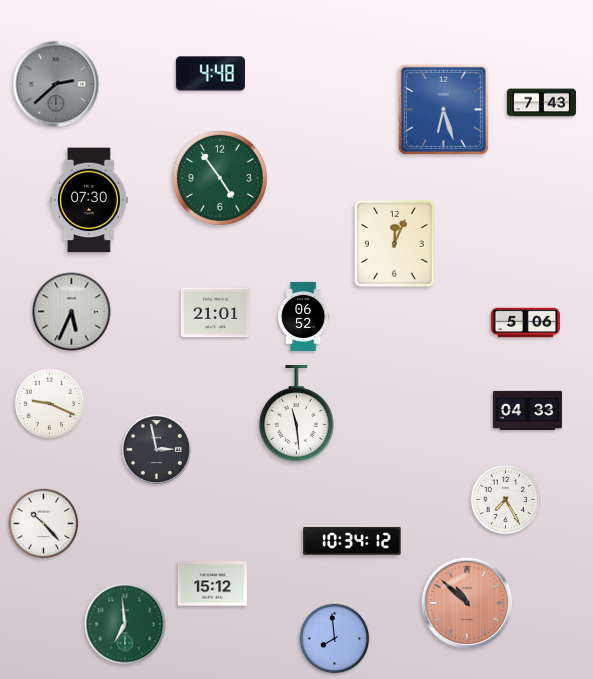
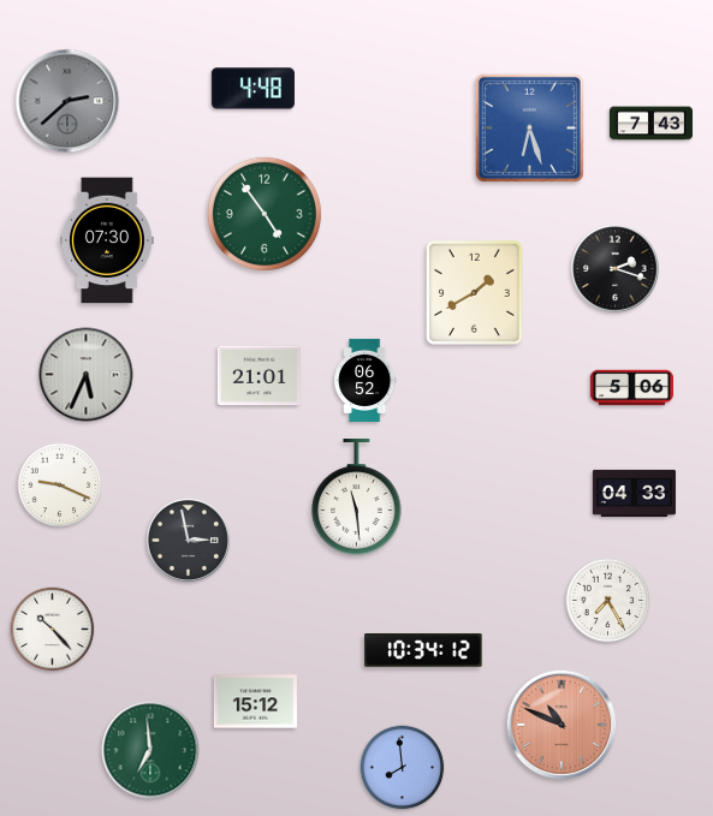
clock at (443, 109) position: (443, 109) -> (529, 127)
clock at (616, 269): none -> 2:18
clock at (394, 243): 12:04 -> 1:40
clock at (467, 603): 10:52 -> 10:49
